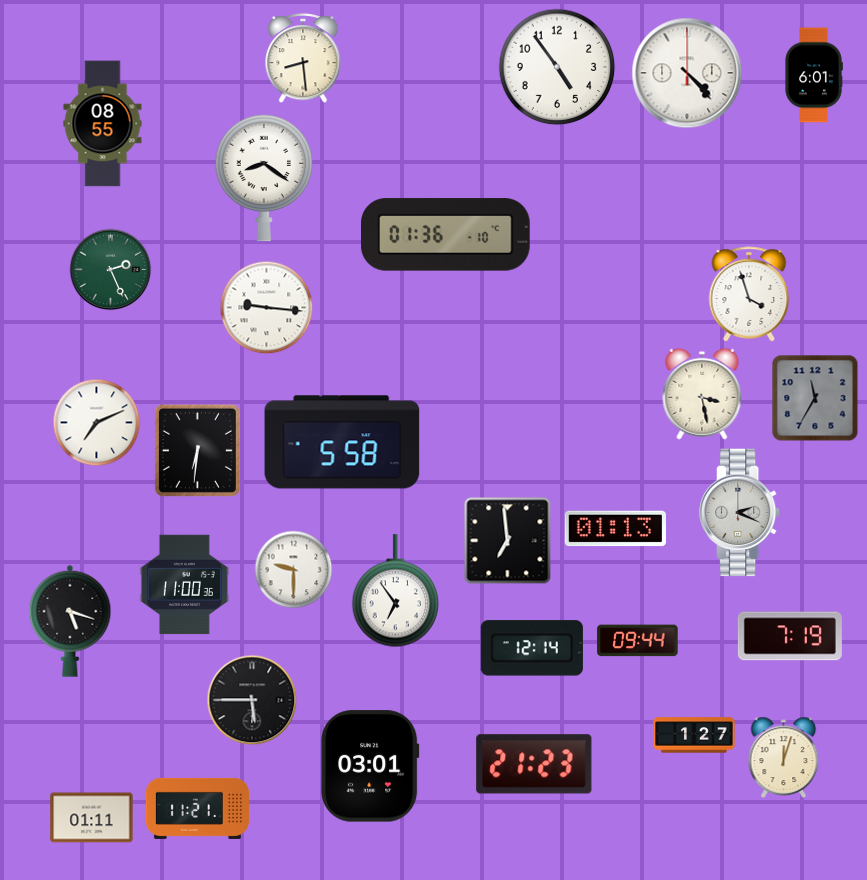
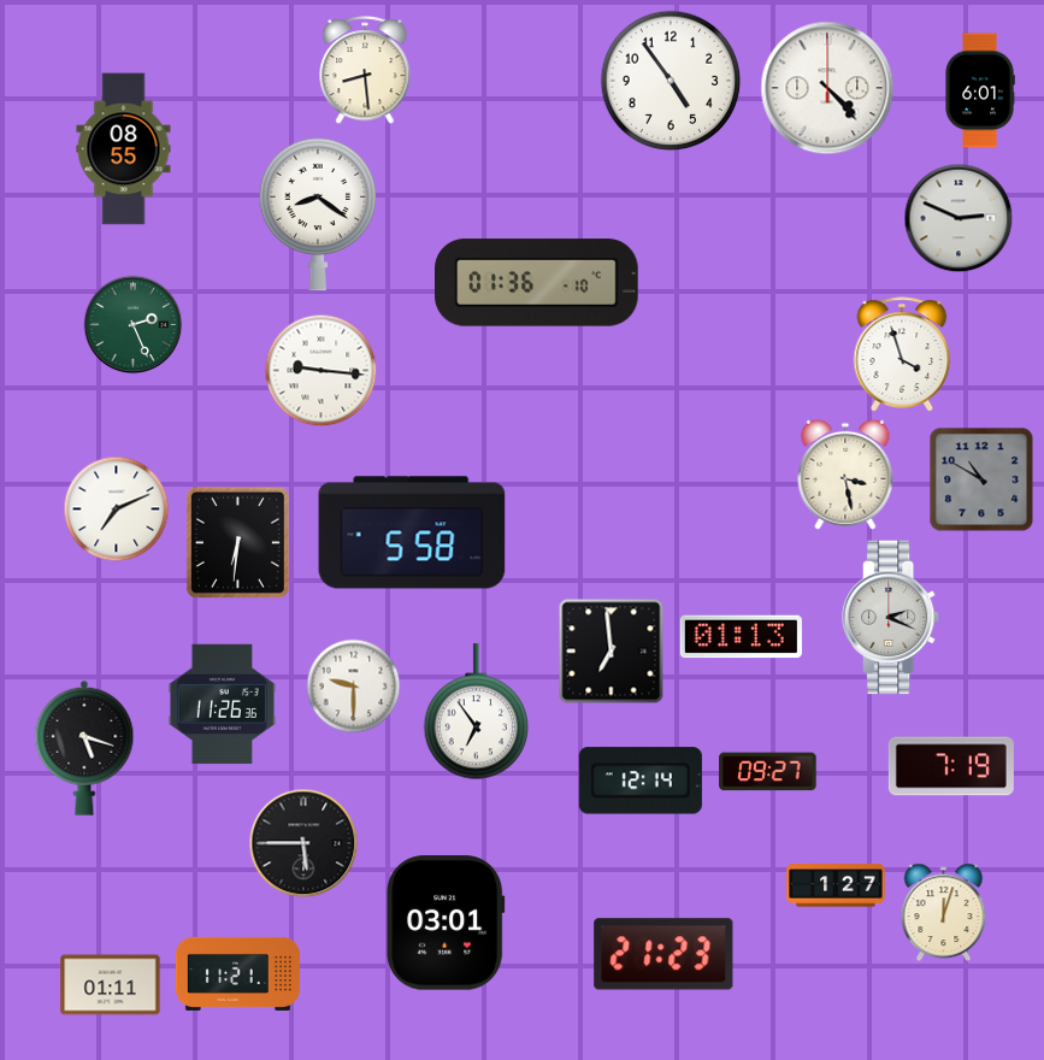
clock at (959, 218): none -> 2:49
clock at (815, 398): 11:35 -> 10:50
clock at (184, 585): 11:00 -> 11:26
clock at (638, 641): 09:44 -> 09:27
clock at (534, 764) position: (534, 764) -> (663, 954)
